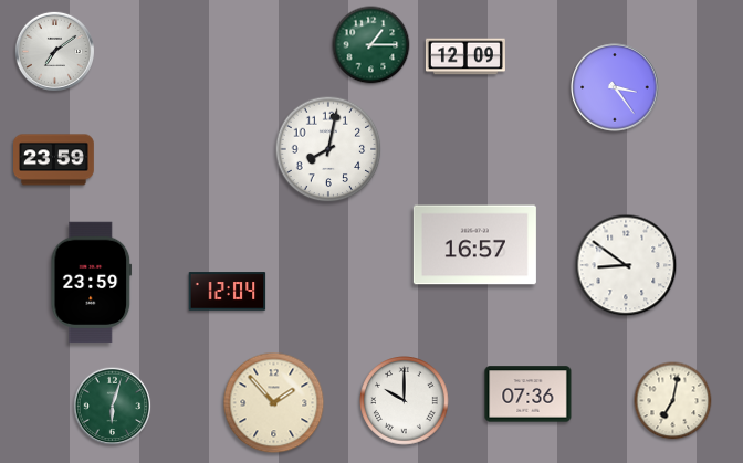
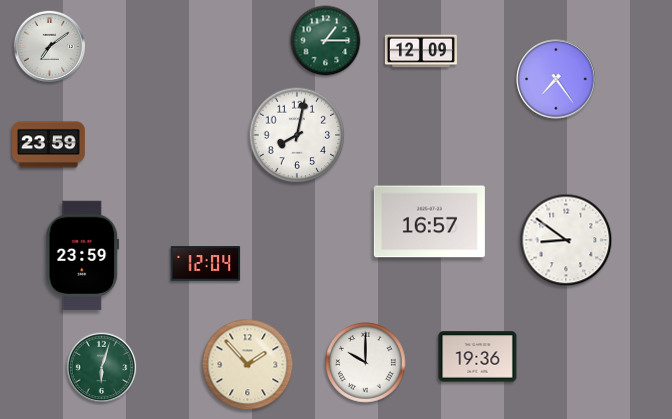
clock at (371, 45) position: (371, 45) -> (326, 41)
clock at (615, 87): 3:24 -> 7:24
clock at (529, 394): 07:36 -> 19:36
clock at (673, 401): 7:02 -> none
